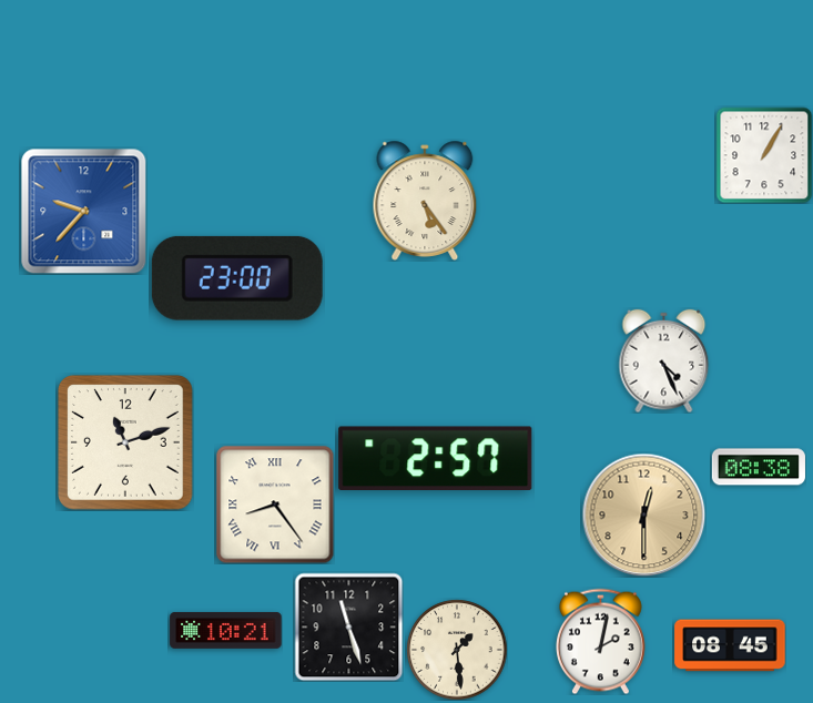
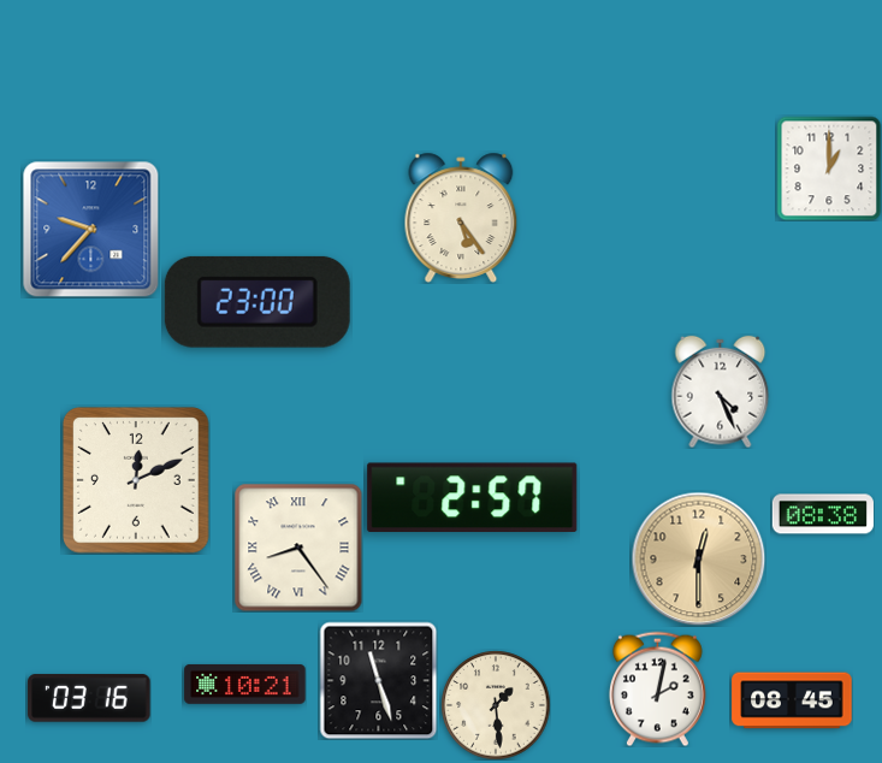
clock at (764, 155): 1:05 -> 1:00
clock at (126, 444): 11:12 -> 12:11
clock at (759, 467) position: (759, 467) -> (823, 514)
clock at (600, 641) position: (600, 641) -> (657, 688)
clock at (89, 698): none -> 03:16
